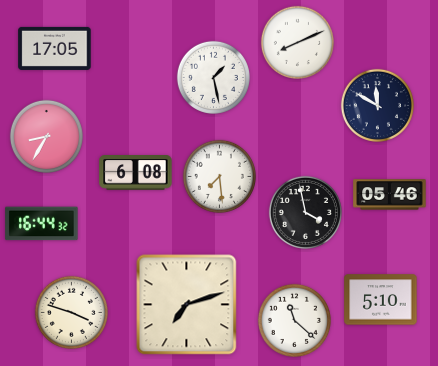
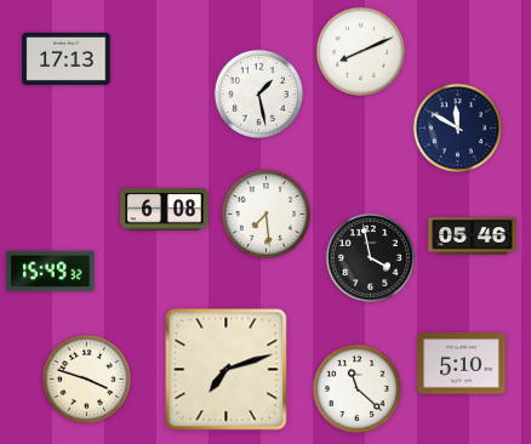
clock at (55, 48): 17:05 -> 17:13
clock at (46, 136): 8:35 -> none
clock at (42, 224): 16:44 -> 15:49
